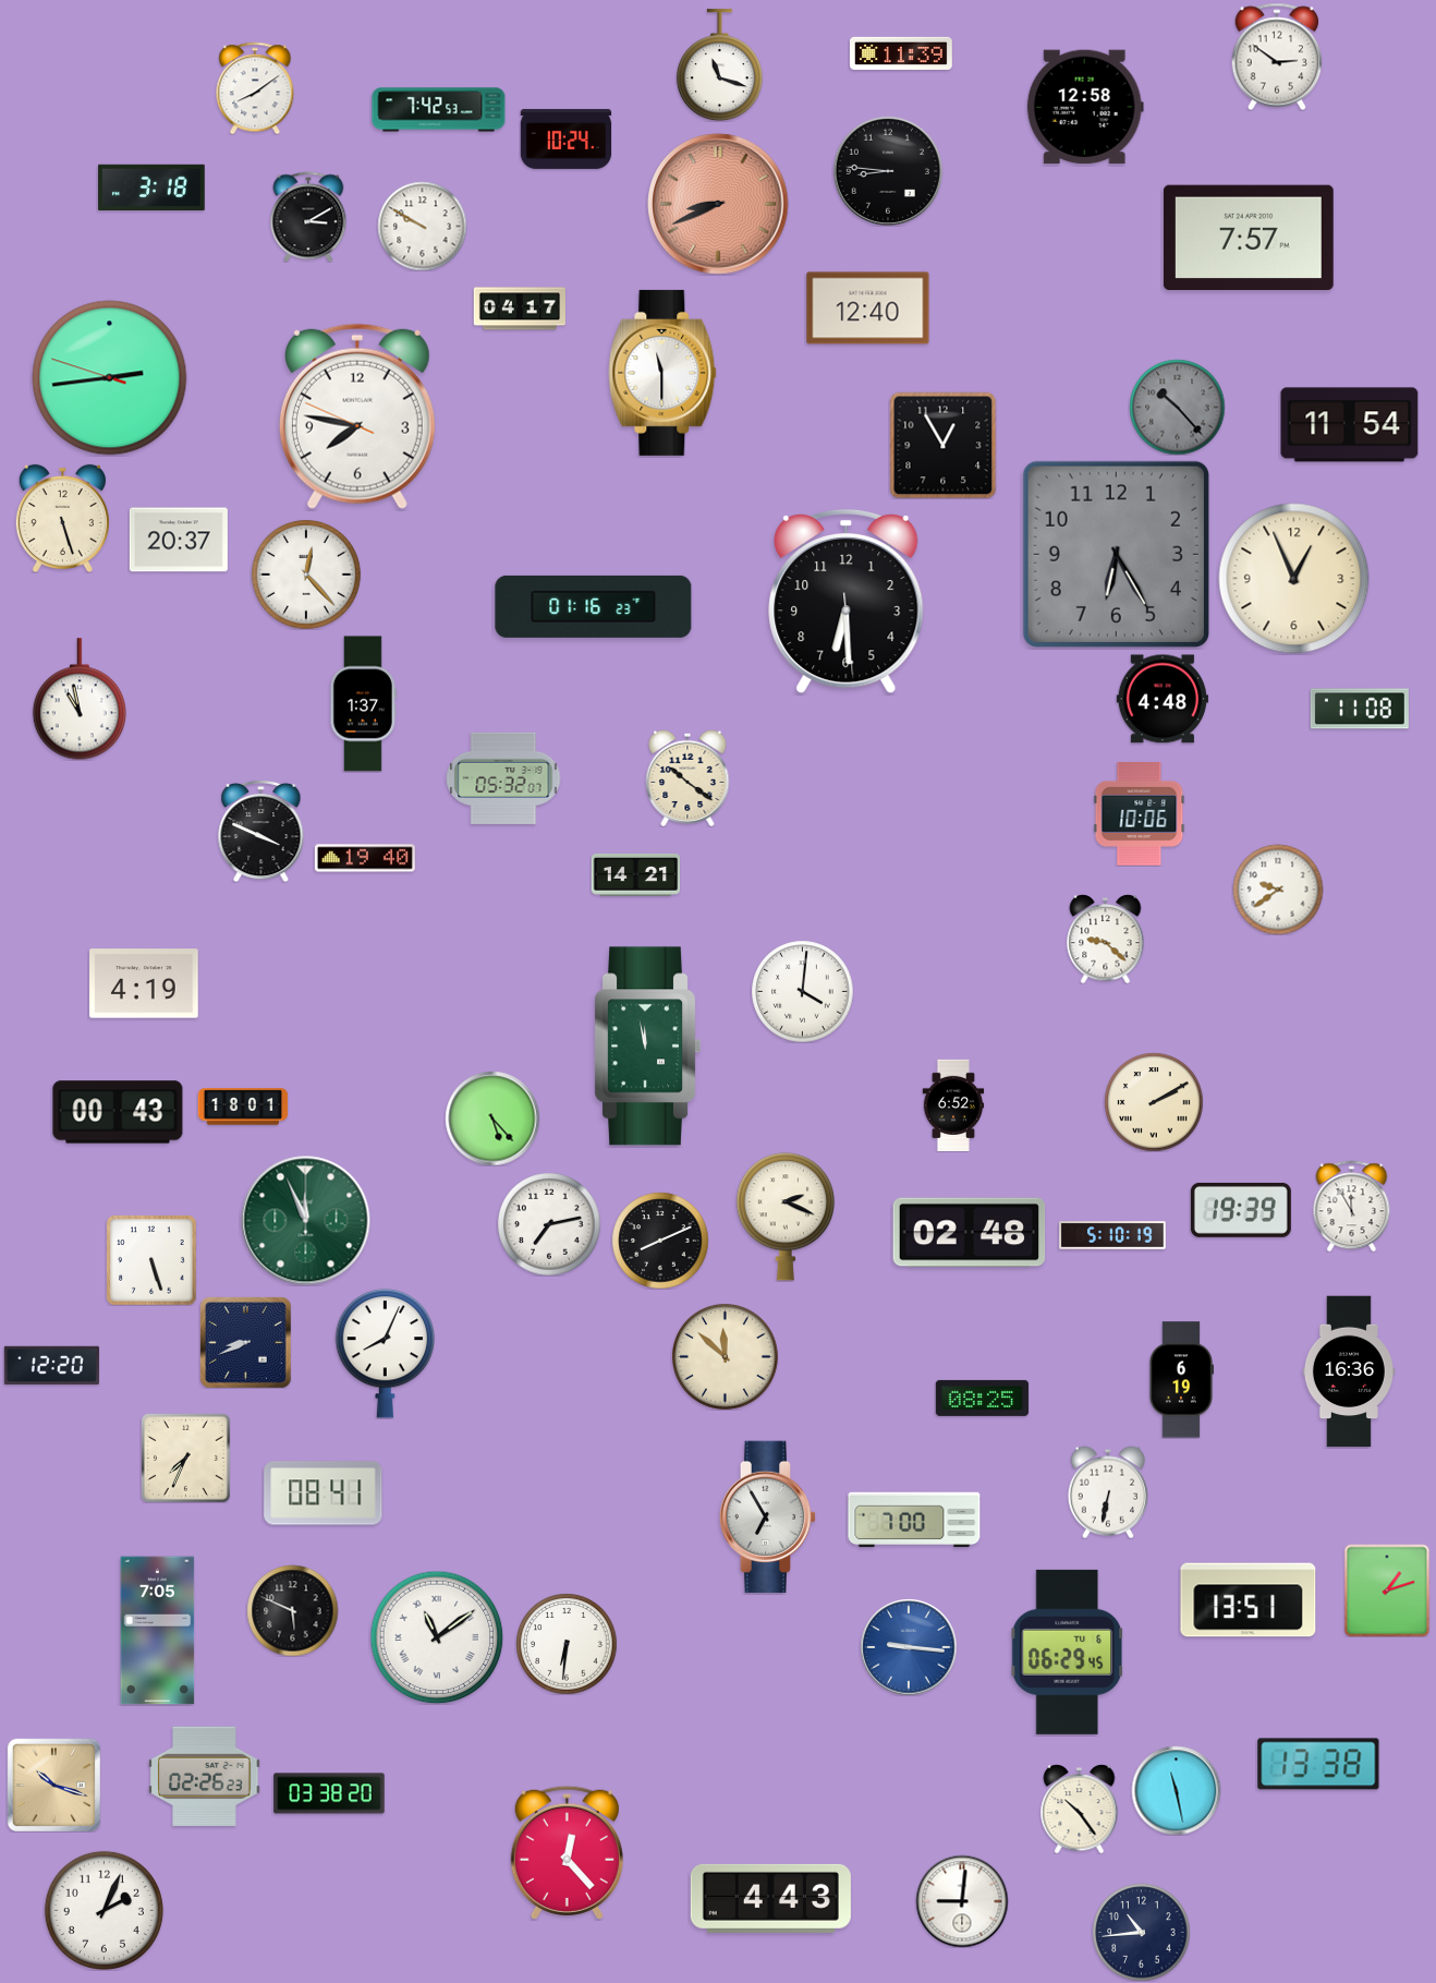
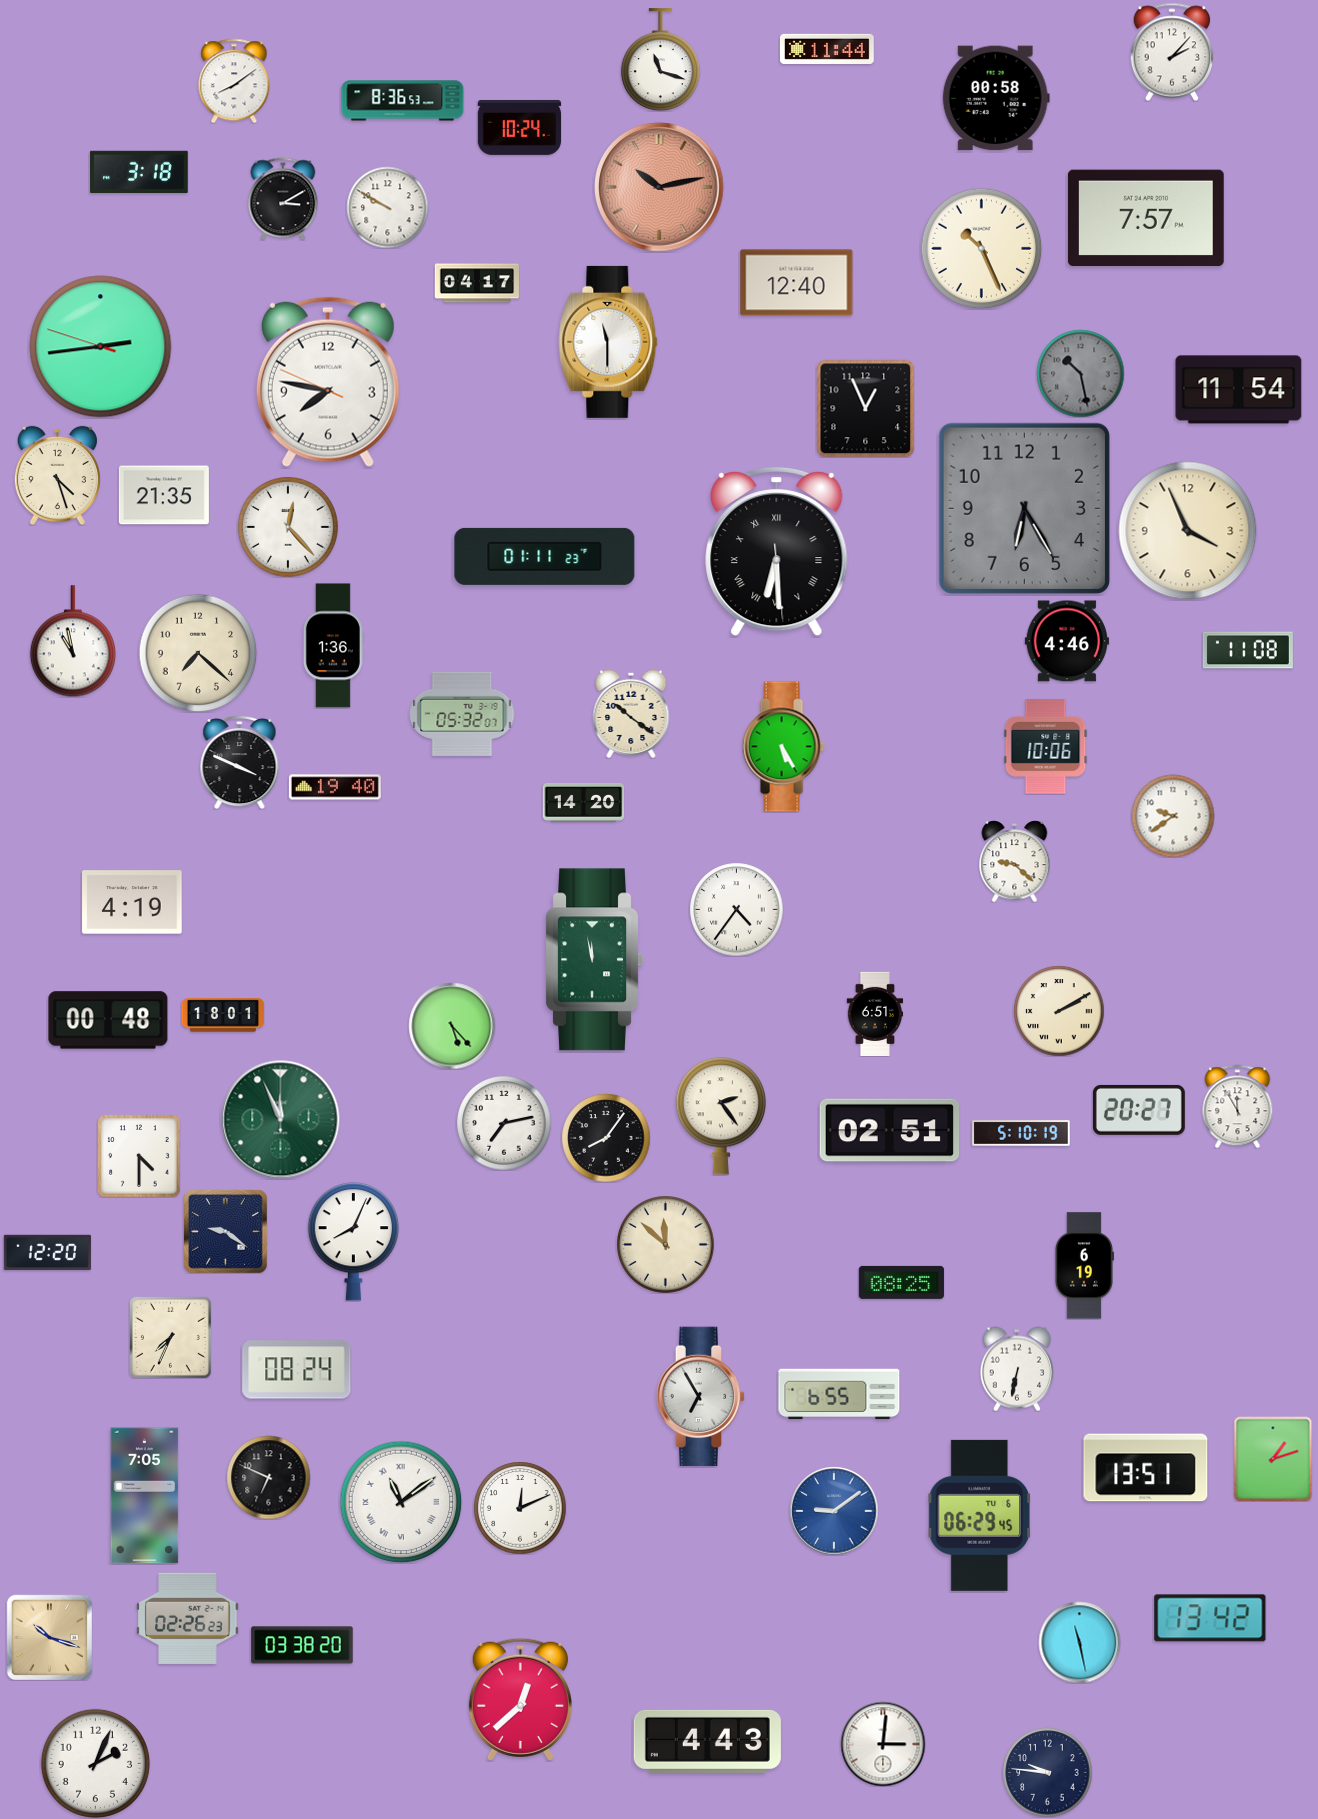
clock at (901, 53): 11:39 -> 11:44
clock at (1277, 57): 2:51 -> 2:07
clock at (1085, 107): 12:58 -> 00:58
clock at (439, 110): 7:42 -> 8:36
clock at (888, 171): 8:46 -> none
clock at (718, 204): 8:41 -> 10:13
clock at (981, 248): none -> 10:26
clock at (1177, 407): 10:23 -> 10:28
clock at (942, 445): 12:55 -> 12:56
clock at (62, 518): 5:27 -> 4:27
clock at (179, 540): 20:37 -> 21:35
clock at (306, 575) position: (306, 575) -> (288, 527)
clock at (1294, 579): 12:56 -> 3:56
clock at (847, 602) numerals: Arabic -> Roman
clock at (594, 606): 01:16 -> 01:11
clock at (1163, 699): 4:48 -> 4:46
clock at (363, 704): 1:37 -> 1:36
clock at (198, 653): none -> 7:22
clock at (783, 747): none -> 5:25
clock at (635, 874): 14:21 -> 14:20
clock at (802, 991): 4:01 -> 4:36
clock at (953, 1104): 6:52 -> 6:51
clock at (118, 1112): 00:43 -> 00:48
clock at (1352, 1206) position: (1352, 1206) -> (1238, 1106)
clock at (1241, 1210): 19:39 -> 20:27
clock at (784, 1217): 2:19 -> 2:24
clock at (970, 1233): 02:48 -> 02:51
clock at (660, 1241): 8:11 -> 8:06
clock at (151, 1260): 5:27 -> 4:30
clock at (246, 1343): 8:41 -> 9:21
clock at (1349, 1371): 16:36 -> none
clock at (324, 1494): 08:41 -> 08:24
clock at (768, 1518) position: (768, 1518) -> (701, 1397)
clock at (914, 1520): 7:00 -> 6:55
clock at (292, 1610): 5:49 -> 6:49
clock at (567, 1644): 6:31 -> 12:11
clock at (909, 1647): 9:16 -> 9:09
clock at (1318, 1764): 13:38 -> 13:42
clock at (205, 1776) position: (205, 1776) -> (188, 1618)
clock at (1080, 1809): 10:24 -> none
clock at (567, 1852): 12:23 -> 12:38
clock at (962, 1901): 9:01 -> 3:01
clock at (104, 1910) position: (104, 1910) -> (95, 1763)
clock at (1141, 1932): 10:44 -> 9:46
